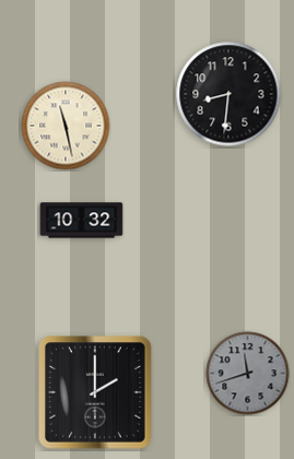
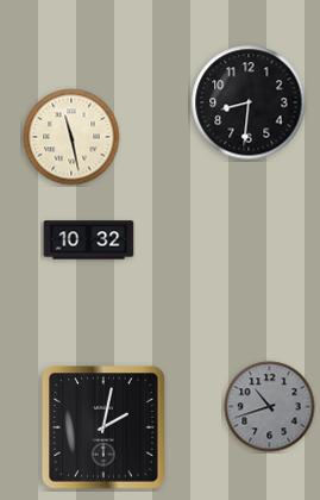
clock at (248, 374): 11:42 -> 10:42
clock at (95, 392): 2:00 -> 2:02
